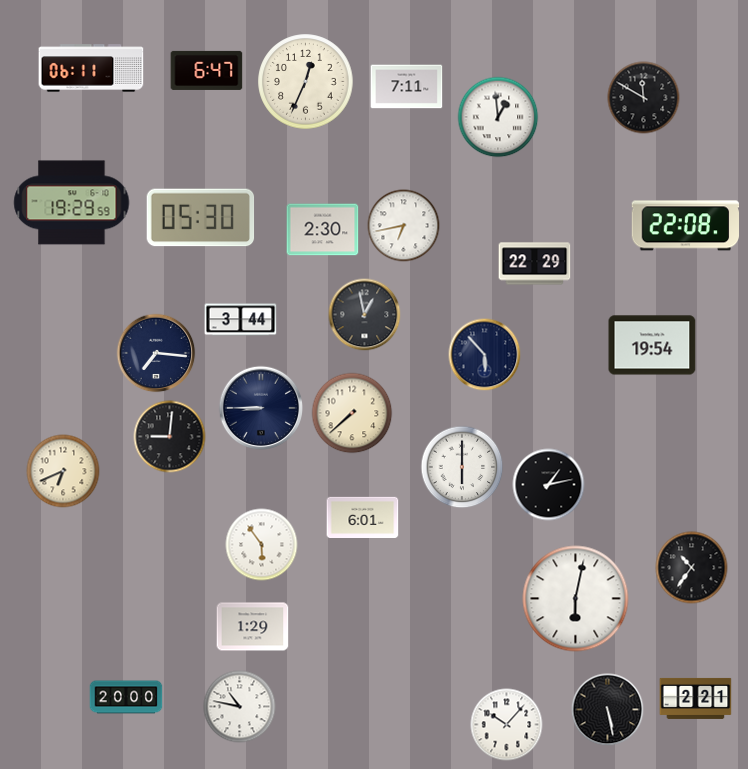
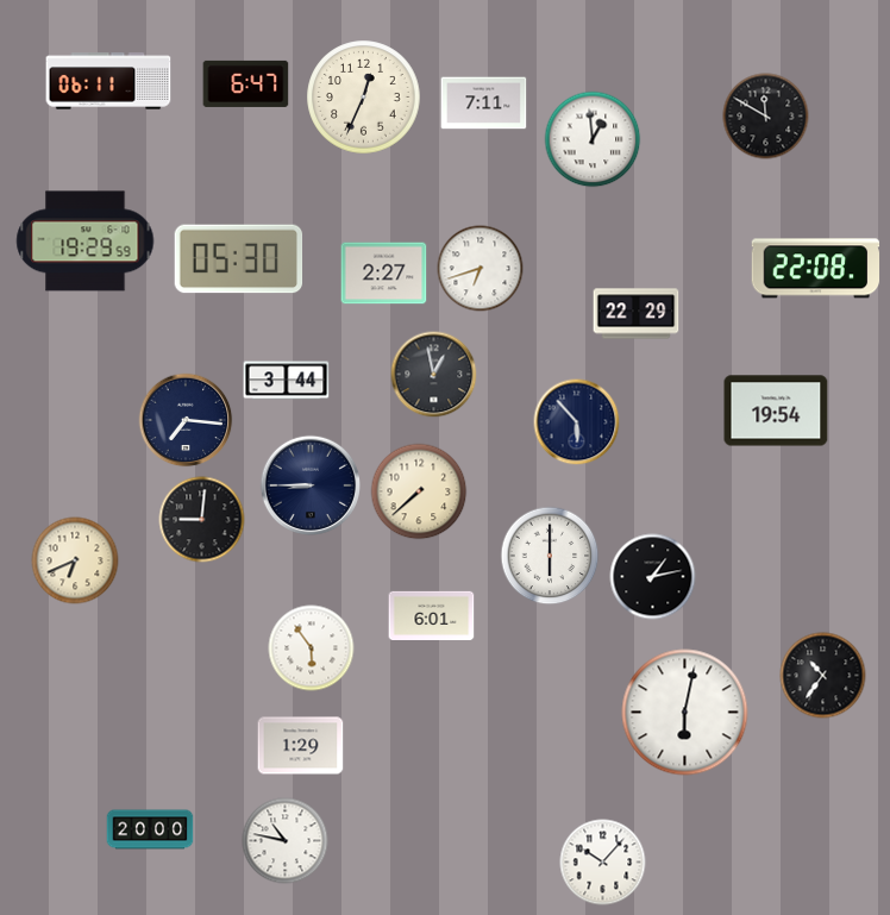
clock at (404, 226): 6:43 -> 6:42
clock at (323, 230): 2:30 -> 2:27
clock at (696, 698): 2:21 -> none
clock at (608, 710): 5:28 -> none
